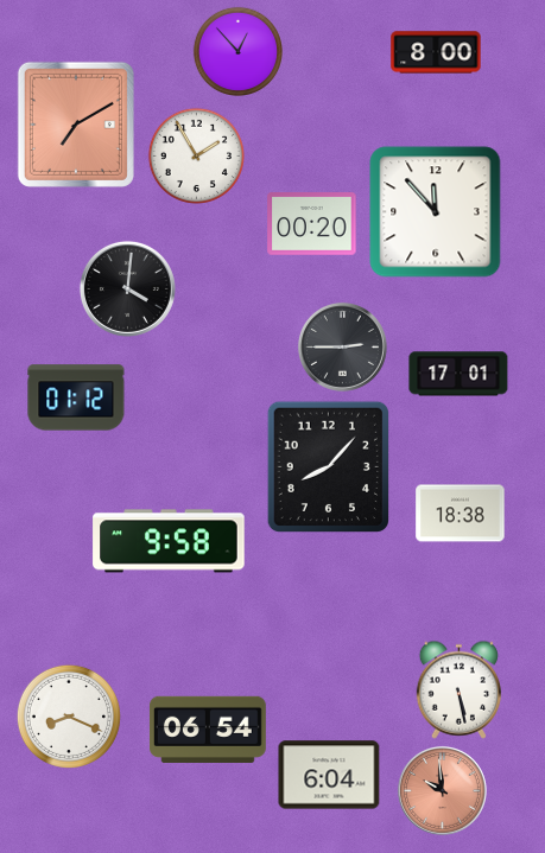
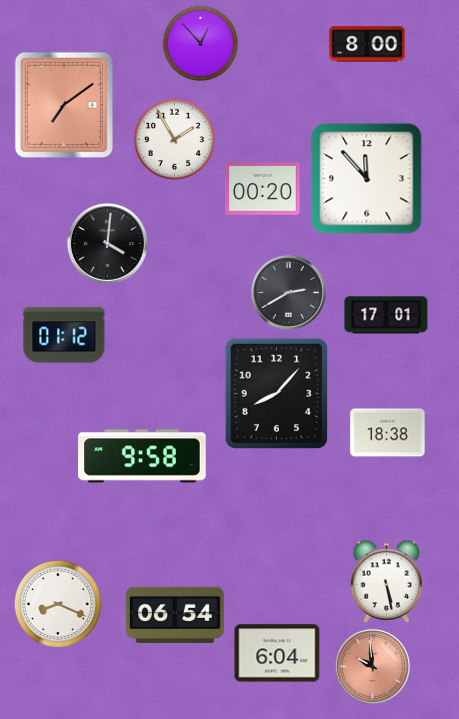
clock at (76, 125): 7:10 -> 7:09
clock at (196, 155) position: (196, 155) -> (174, 139)
clock at (342, 348): 2:45 -> 2:40
